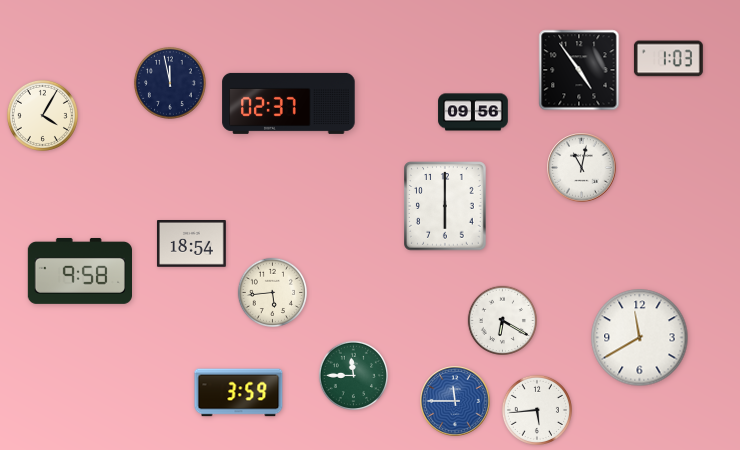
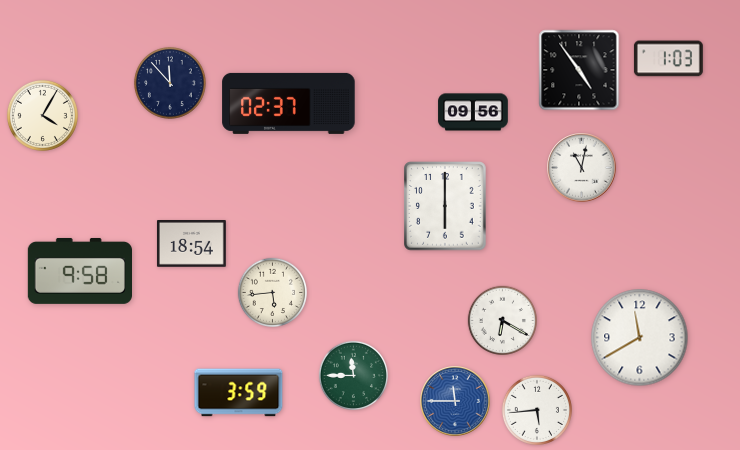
clock at (170, 83): 11:58 -> 11:53
